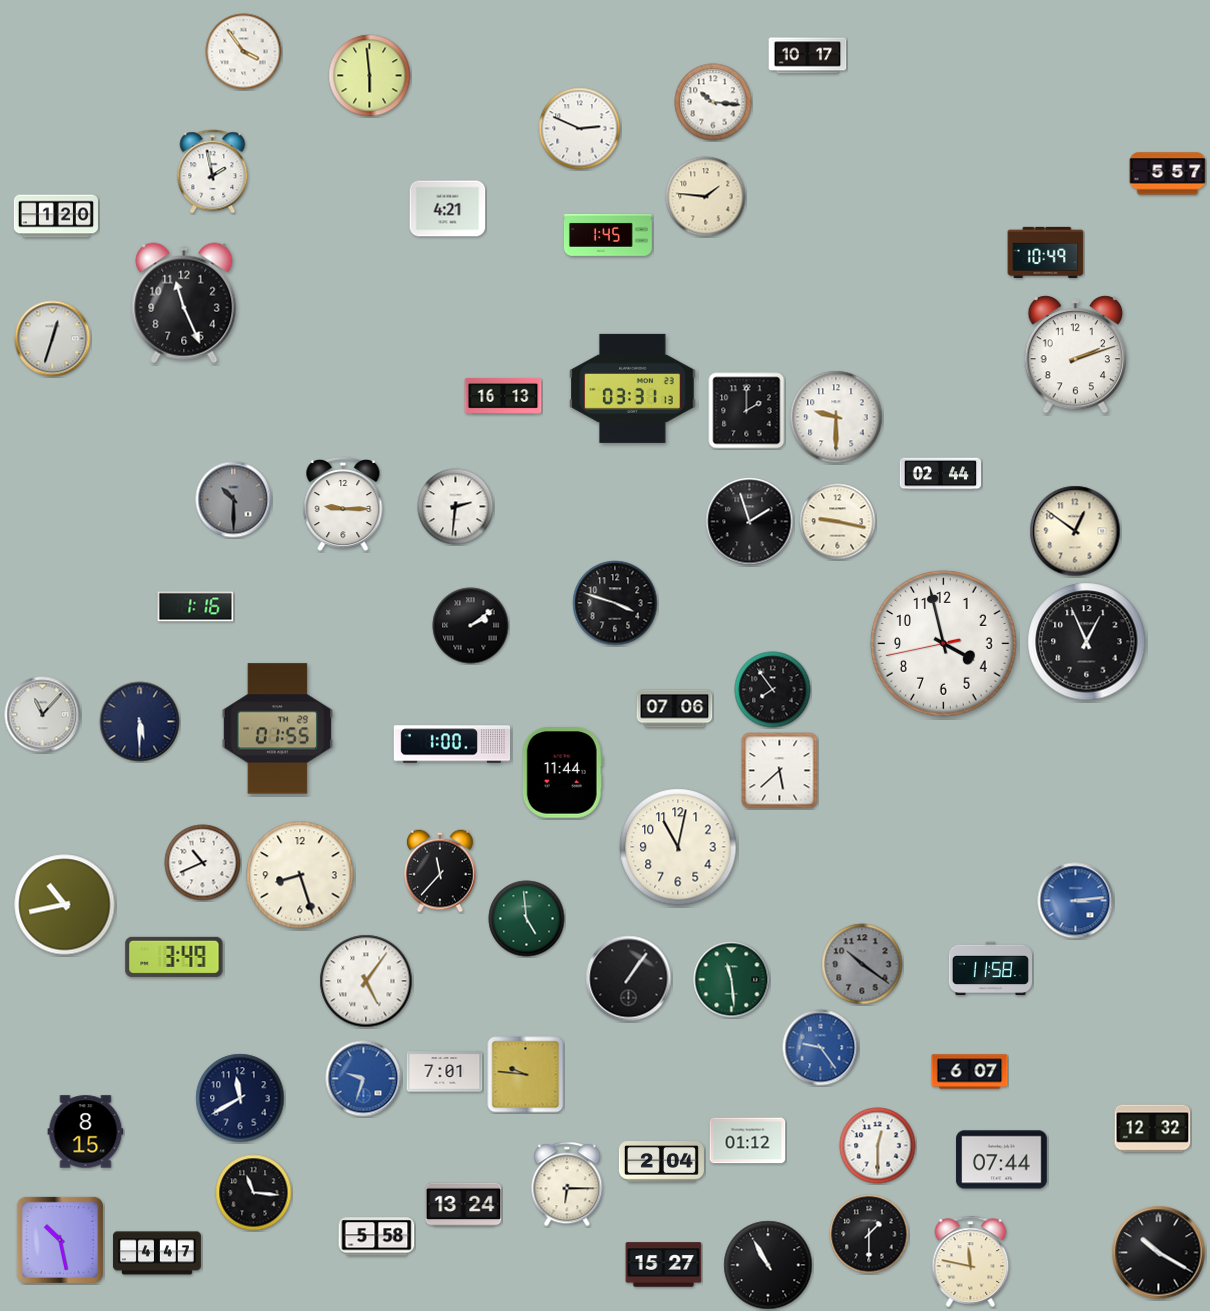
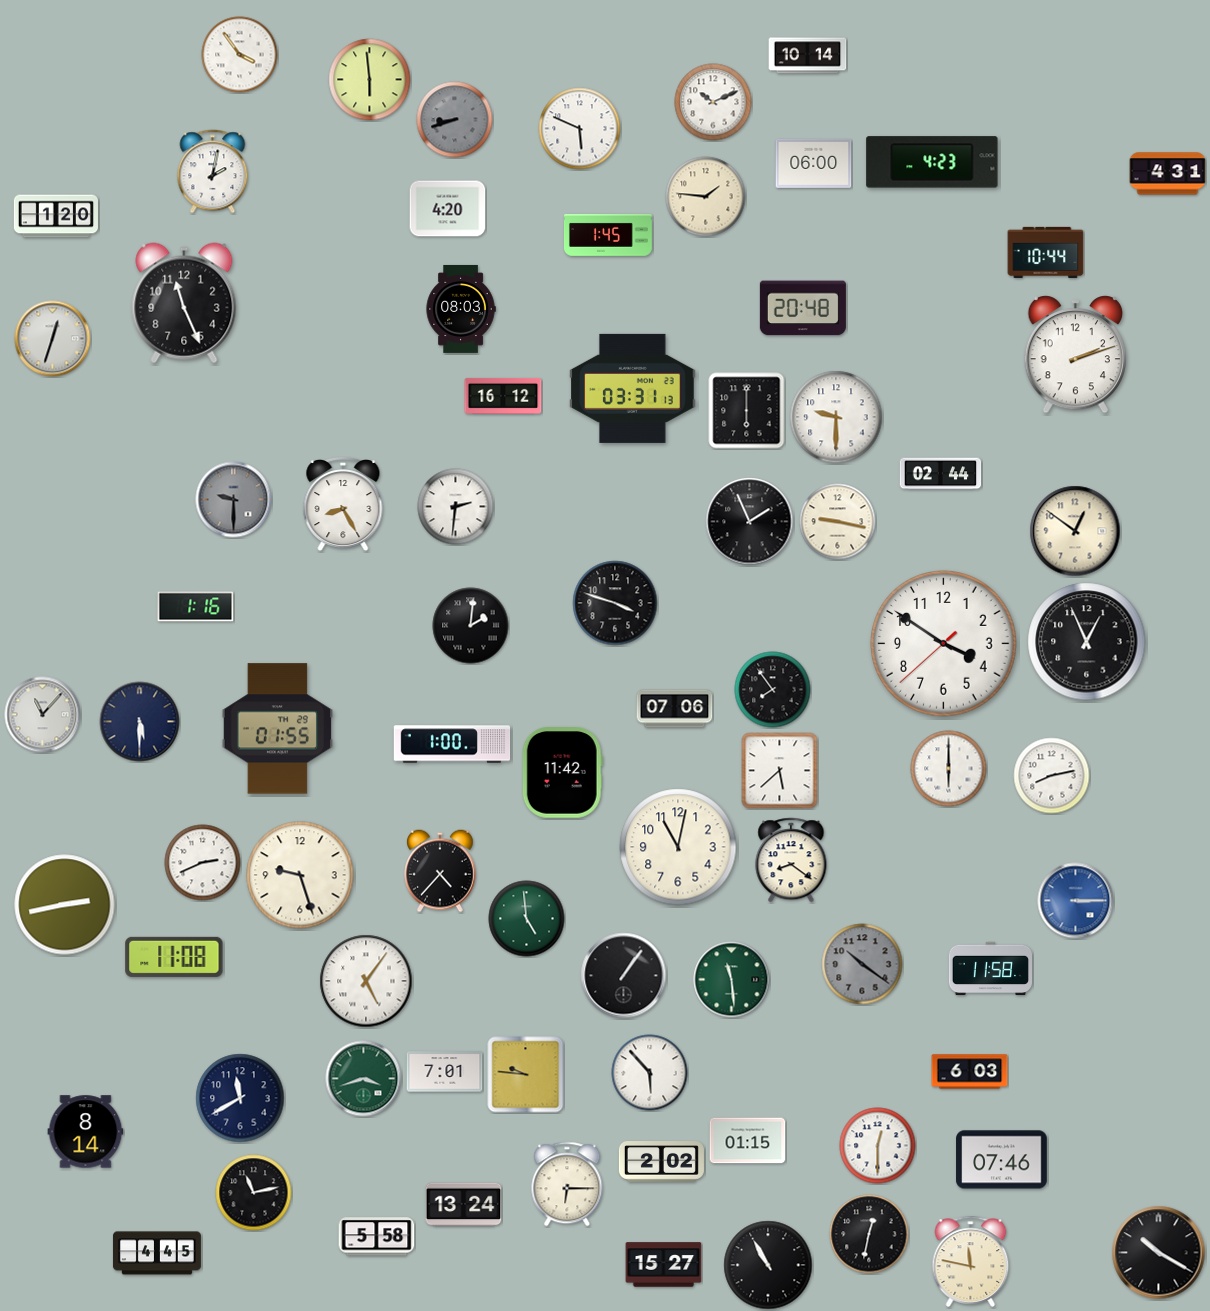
clock at (244, 52) position: (244, 52) -> (240, 55)
clock at (808, 56): 10:17 -> 10:14
clock at (370, 76) position: (370, 76) -> (370, 80)
clock at (713, 102): 10:16 -> 10:11
clock at (455, 120): none -> 8:42
clock at (580, 129): 2:49 -> 5:49
clock at (932, 162): none -> 4:23
clock at (814, 163): none -> 06:00
clock at (213, 172): 1:58 -> 2:02
clock at (1168, 174): 5:57 -> 4:31
clock at (448, 209): 4:21 -> 4:20
clock at (1046, 252): 10:49 -> 10:44
clock at (803, 308): none -> 20:48
clock at (461, 309): none -> 08:03
clock at (503, 396): 16:13 -> 16:12
clock at (747, 411): 2:00 -> 6:00
clock at (234, 500): 10:30 -> 9:30
clock at (343, 505): 9:15 -> 8:25
clock at (750, 522): 1:57 -> 1:56
clock at (471, 626): 2:09 -> 2:01
clock at (944, 644): 3:57 -> 3:50
clock at (949, 769): none -> 6:00
clock at (562, 773): 11:44 -> 11:42
clock at (1052, 776): none -> 8:13
clock at (791, 860): none -> 8:21
clock at (203, 863): 10:41 -> 2:41
clock at (441, 871): 11:37 -> 4:37
clock at (300, 875): 8:27 -> 9:27
clock at (1076, 901): 3:14 -> 3:15
clock at (65, 905): 10:43 -> 2:43
clock at (174, 957): 3:49 -> 11:08
clock at (629, 979) position: (629, 979) -> (624, 976)
clock at (821, 1048): 9:24 -> none
clock at (970, 1072): 6:07 -> 6:03
clock at (650, 1073): none -> 5:53
clock at (364, 1079): 9:33 -> 3:42
clock at (364, 1079) dial: blue -> green
clock at (1153, 1129): 12:32 -> none
clock at (86, 1132): 8:15 -> 8:14
clock at (748, 1141): 01:12 -> 01:15
clock at (1002, 1160): 07:44 -> 07:46
clock at (661, 1162): 2:04 -> 2:02
clock at (254, 1193): 11:16 -> 11:13
clock at (869, 1234): 1:30 -> 12:32
clock at (60, 1240): 10:28 -> none
clock at (157, 1253): 4:47 -> 4:45
